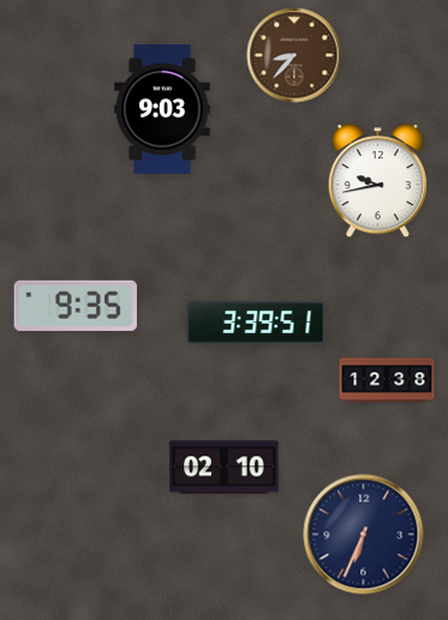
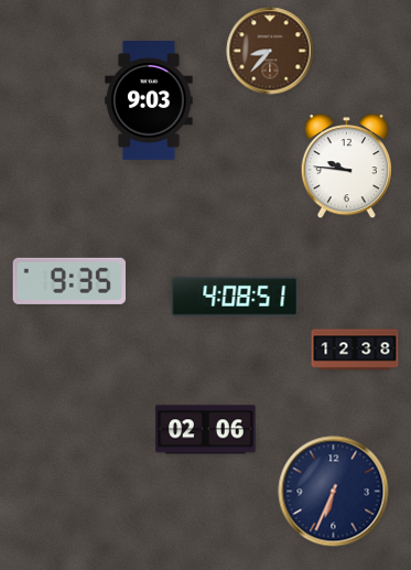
clock at (377, 181): 9:43 -> 9:46
clock at (256, 323): 3:39 -> 4:08
clock at (225, 468): 02:10 -> 02:06
